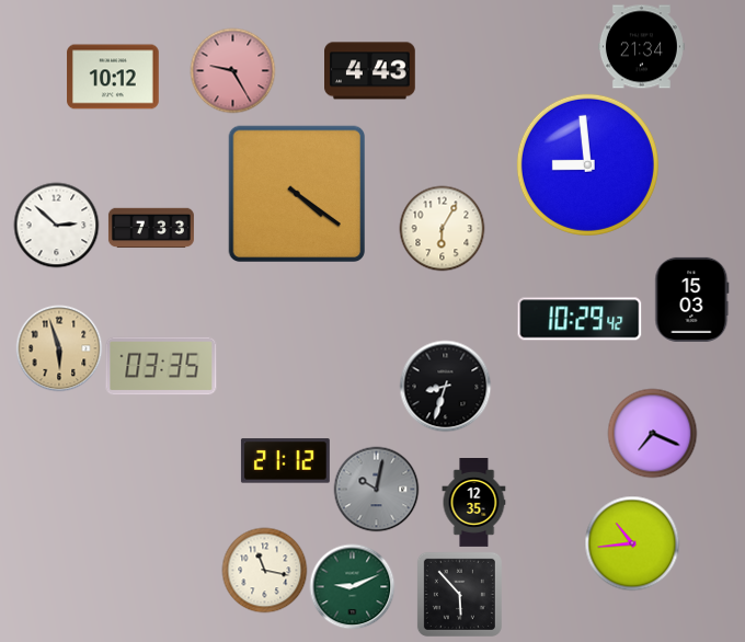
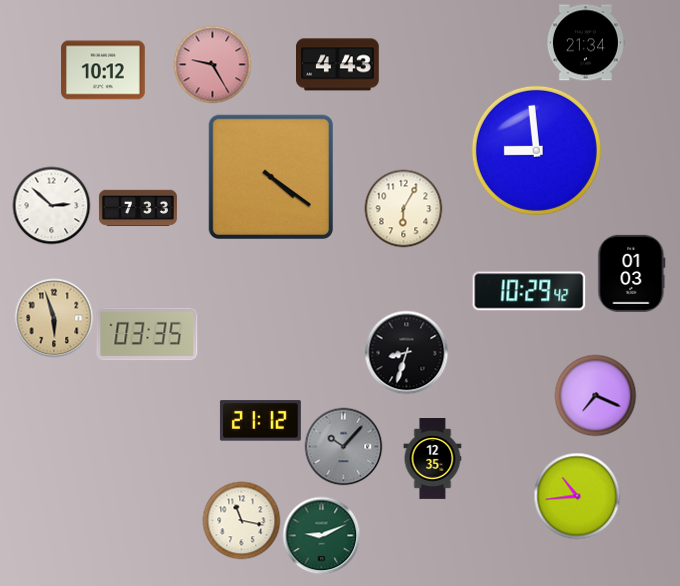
clock at (692, 299): 15:03 -> 01:03
clock at (376, 489): 10:02 -> 10:07
clock at (459, 594): 5:53 -> none
